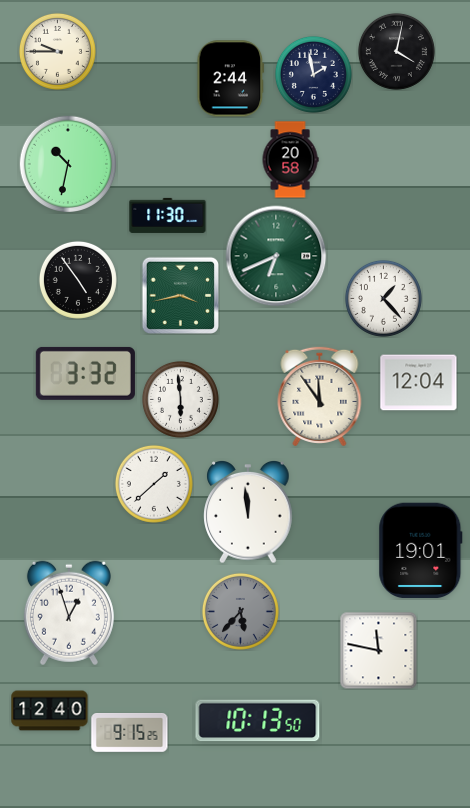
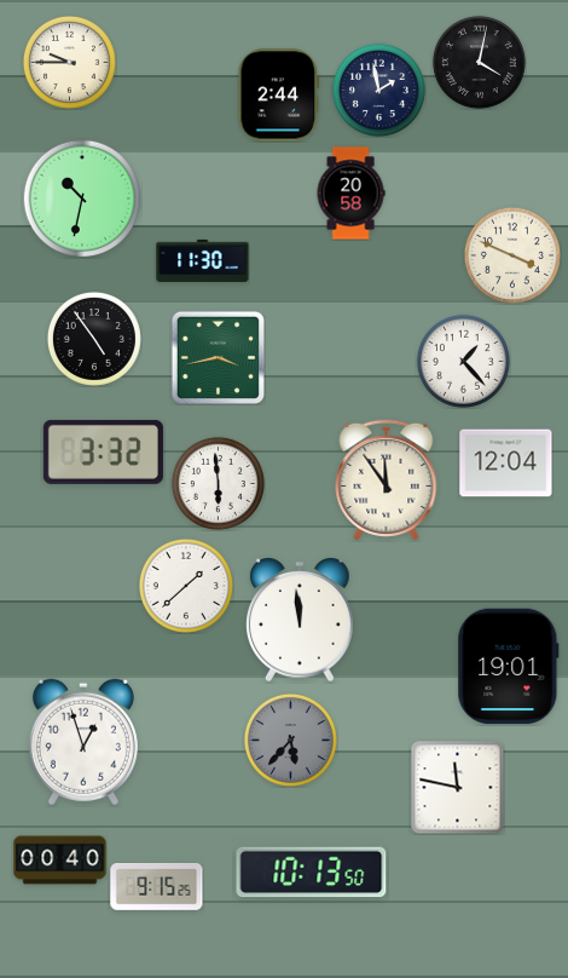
clock at (512, 255): none -> 3:49
clock at (276, 256): 6:41 -> none
clock at (50, 711): 12:40 -> 00:40
